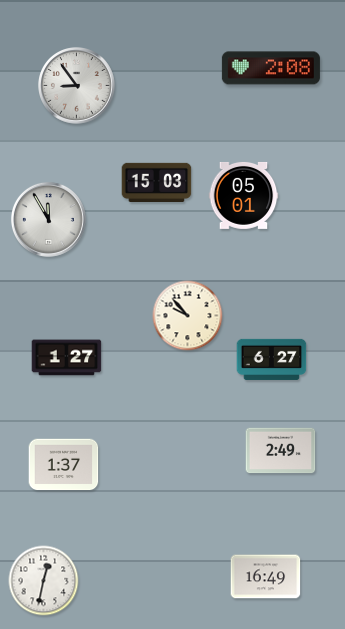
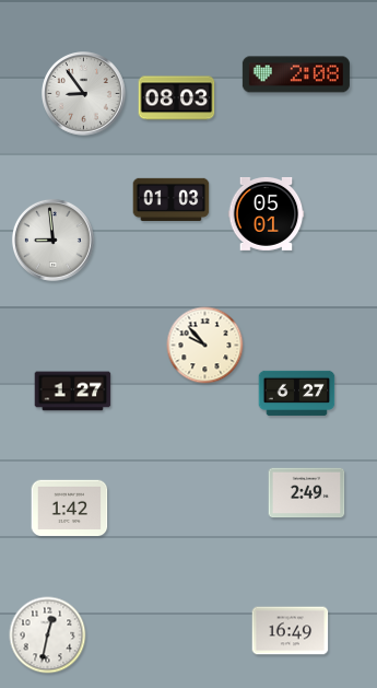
clock at (177, 98): none -> 08:03
clock at (157, 182): 15:03 -> 01:03
clock at (48, 219): 11:55 -> 8:59
clock at (64, 465): 1:37 -> 1:42
